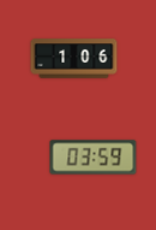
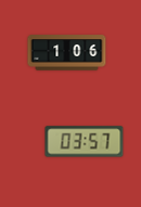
clock at (94, 158): 03:59 -> 03:57
